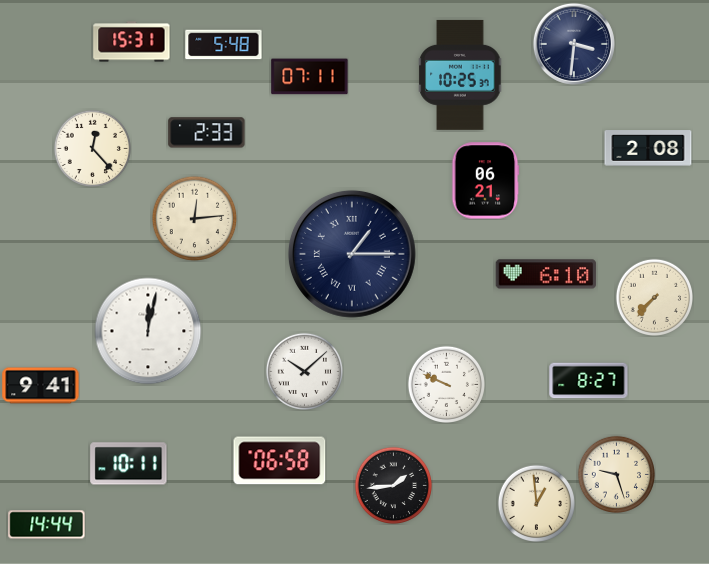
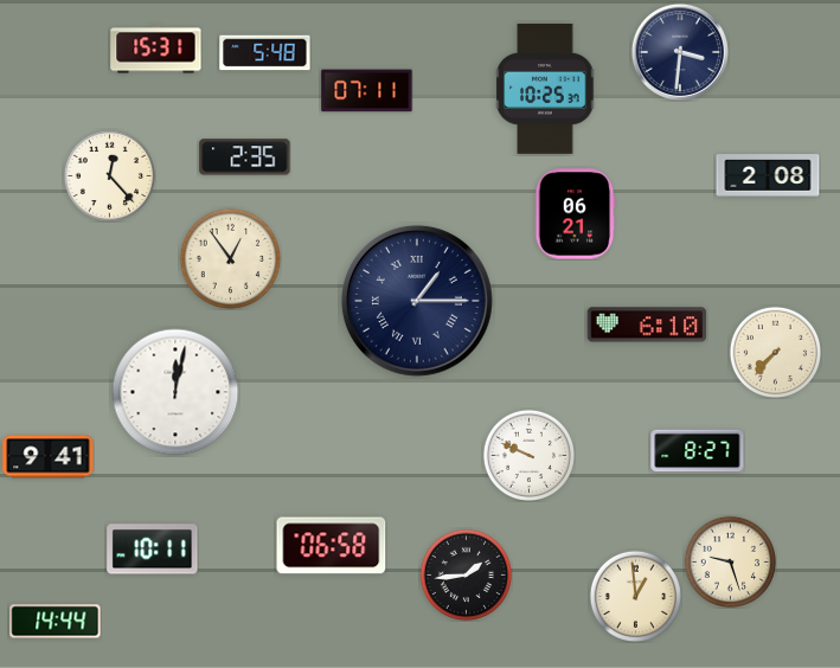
clock at (207, 133): 2:33 -> 2:35
clock at (194, 218): 12:14 -> 12:54
clock at (304, 371): 10:08 -> none
